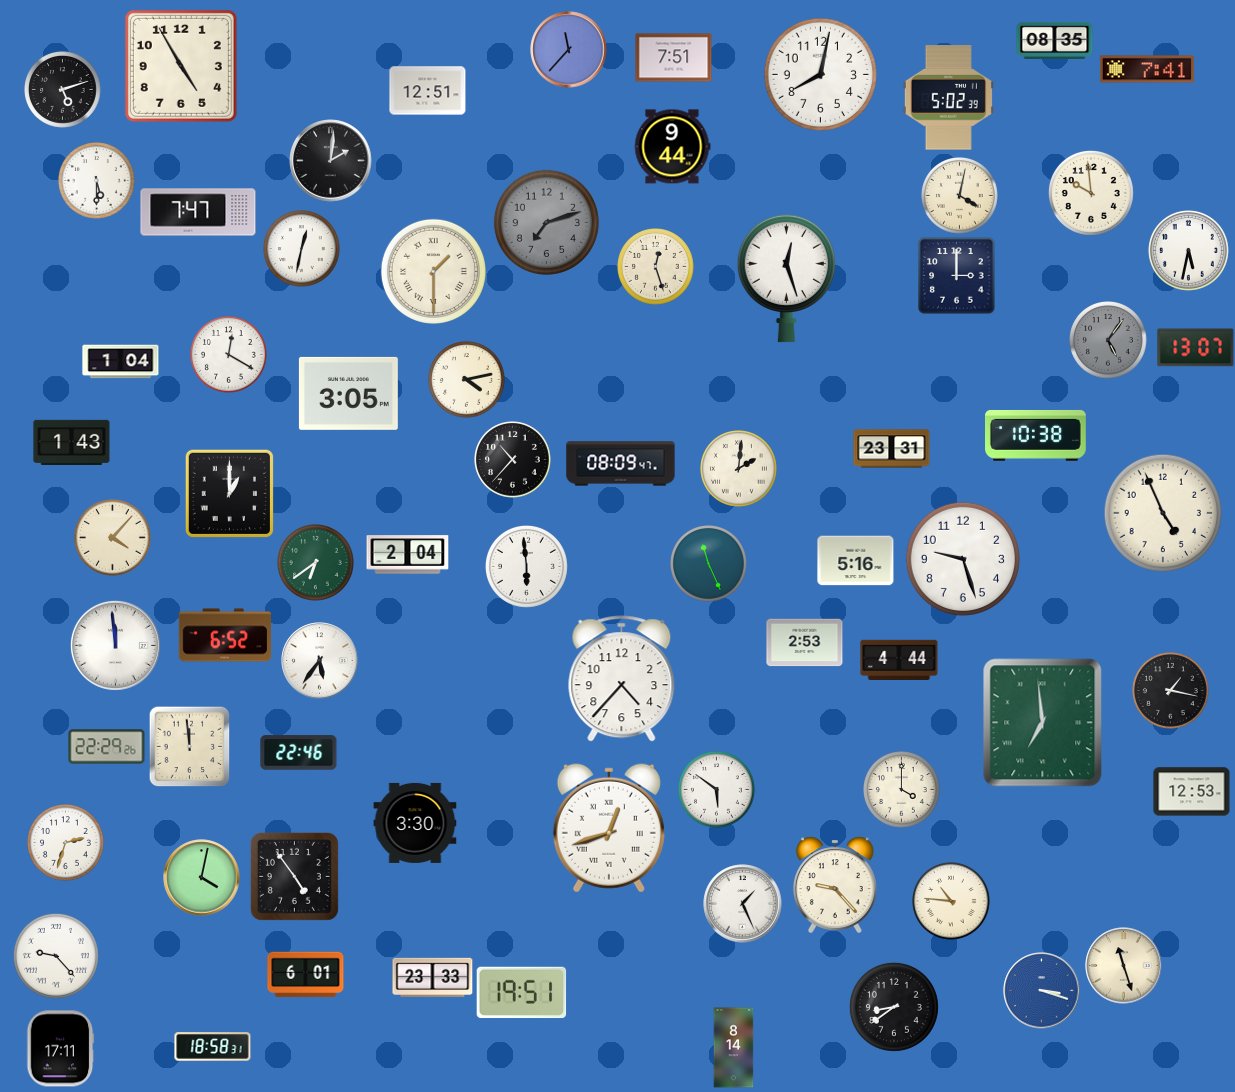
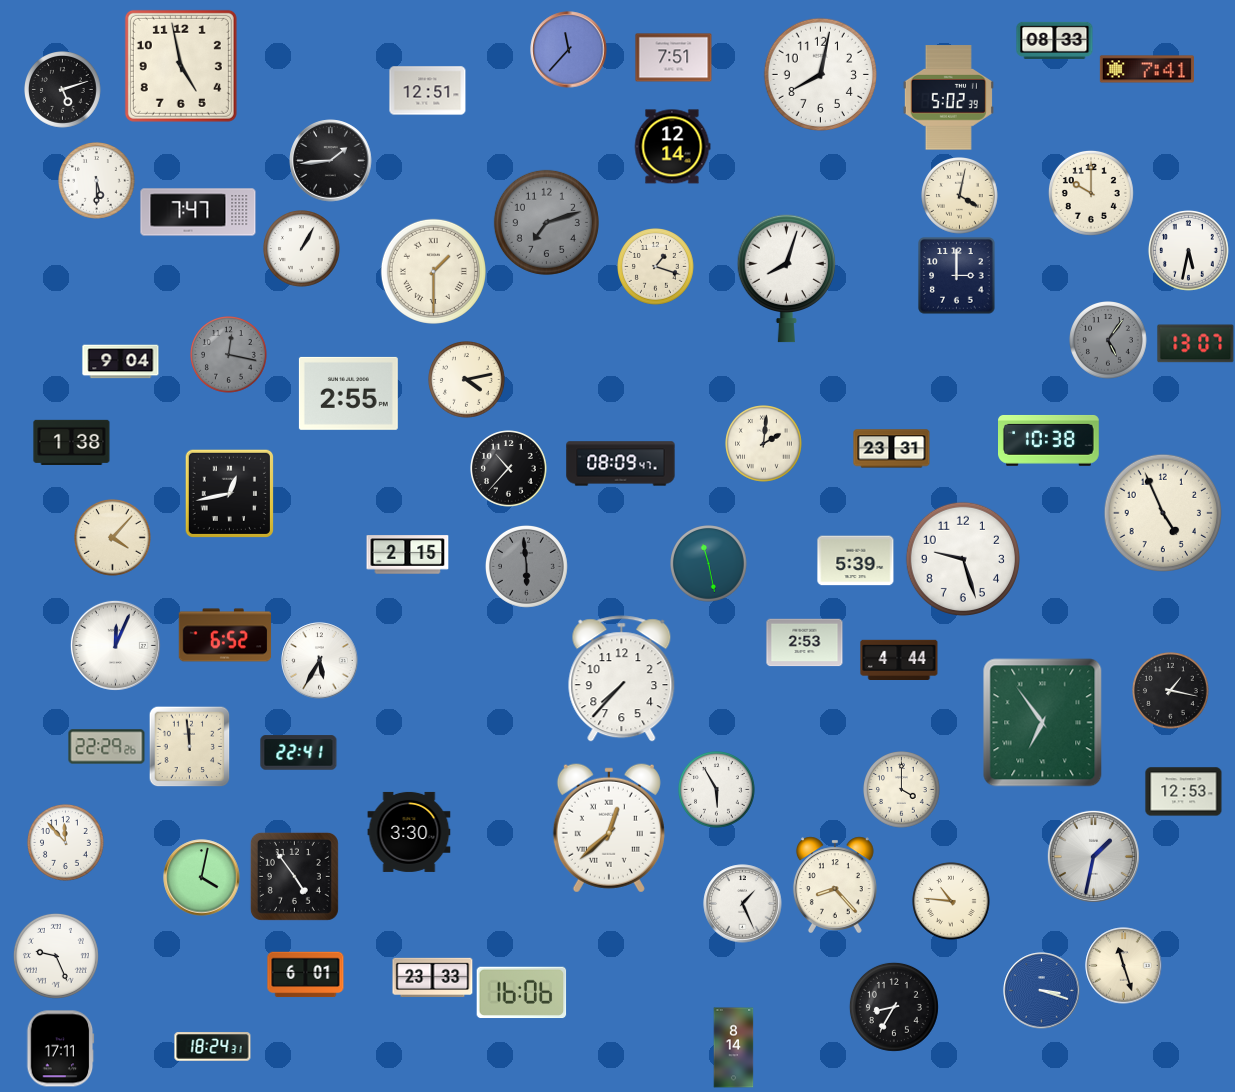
clock at (1055, 40): 08:35 -> 08:33
clock at (181, 66): 4:55 -> 4:58
clock at (672, 147): 9:44 -> 12:14
clock at (331, 161): 2:01 -> 1:44
clock at (1091, 193): 9:59 -> 10:00
clock at (302, 249): 12:32 -> 1:05
clock at (656, 267): 12:27 -> 1:18
clock at (786, 278): 12:27 -> 8:03
clock at (1196, 348) position: (1196, 348) -> (1196, 344)
clock at (229, 355): 12:20 -> 12:17
clock at (229, 355) dial: white -> grey
clock at (121, 362): 1:04 -> 9:04
clock at (348, 393): 3:05 -> 2:55
clock at (1036, 435) position: (1036, 435) -> (1049, 440)
clock at (72, 442): 1:43 -> 1:38
clock at (513, 460) position: (513, 460) -> (509, 469)
clock at (739, 469) position: (739, 469) -> (764, 444)
clock at (229, 493): 1:00 -> 12:43
clock at (408, 555): 2:04 -> 2:15
clock at (856, 561): 5:16 -> 5:39
clock at (316, 563): 6:39 -> none
clock at (709, 564): 11:26 -> 11:28
clock at (526, 566) dial: white -> grey
clock at (115, 645): 11:59 -> 12:04
clock at (320, 661): 5:36 -> 5:35
clock at (622, 679): 4:37 -> 7:37
clock at (1043, 723): 6:59 -> 6:54
clock at (299, 753): 22:46 -> 22:41
clock at (717, 790): 5:51 -> 5:55
clock at (1192, 792) position: (1192, 792) -> (1184, 792)
clock at (415, 823) position: (415, 823) -> (409, 832)
clock at (609, 828): 12:42 -> 12:38
clock at (66, 843): 2:33 -> 11:53
clock at (1093, 856): none -> 1:32
clock at (835, 885): 9:23 -> 8:23
clock at (56, 956): 9:23 -> 9:26
clock at (522, 993): 19:51 -> 16:06
clock at (894, 1007): 8:39 -> 8:35
clock at (213, 1047): 18:58 -> 18:24
